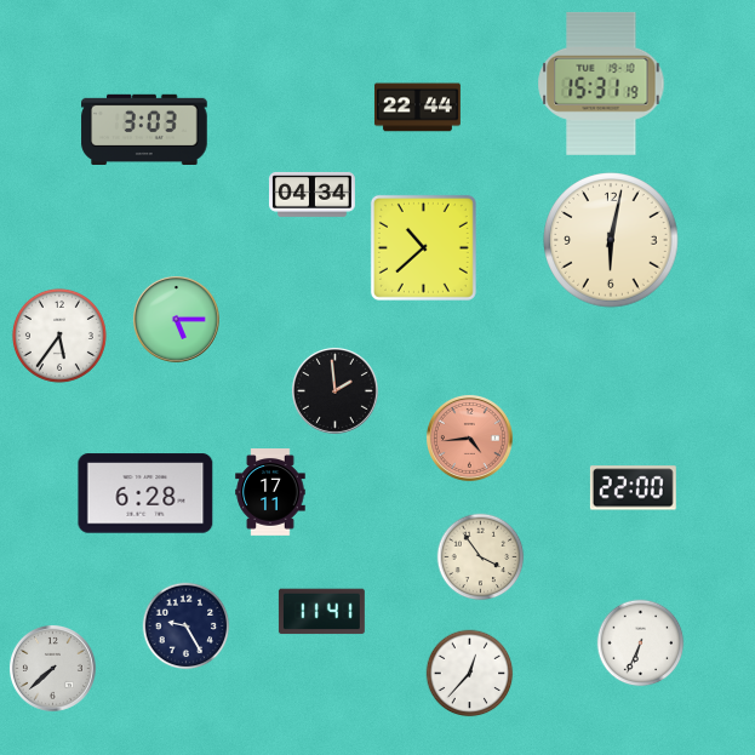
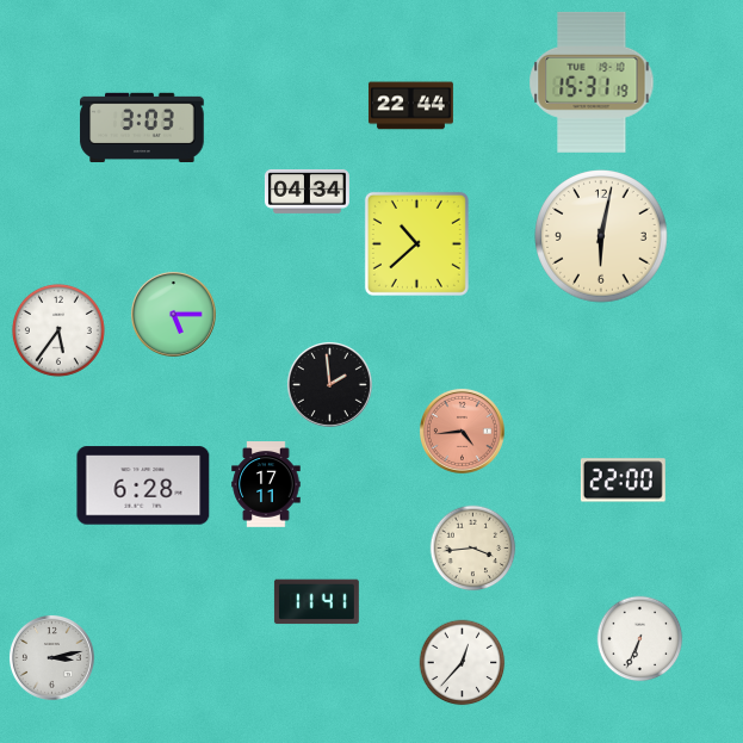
clock at (481, 557): 3:54 -> 3:44
clock at (187, 627): 9:25 -> none
clock at (641, 644) position: (641, 644) -> (640, 639)
clock at (52, 668): 7:38 -> 3:13
